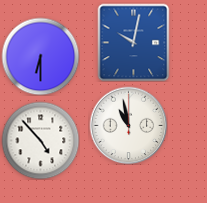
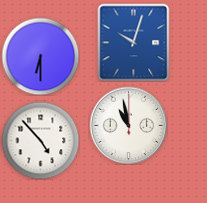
clock at (134, 42): 10:02 -> 10:03
